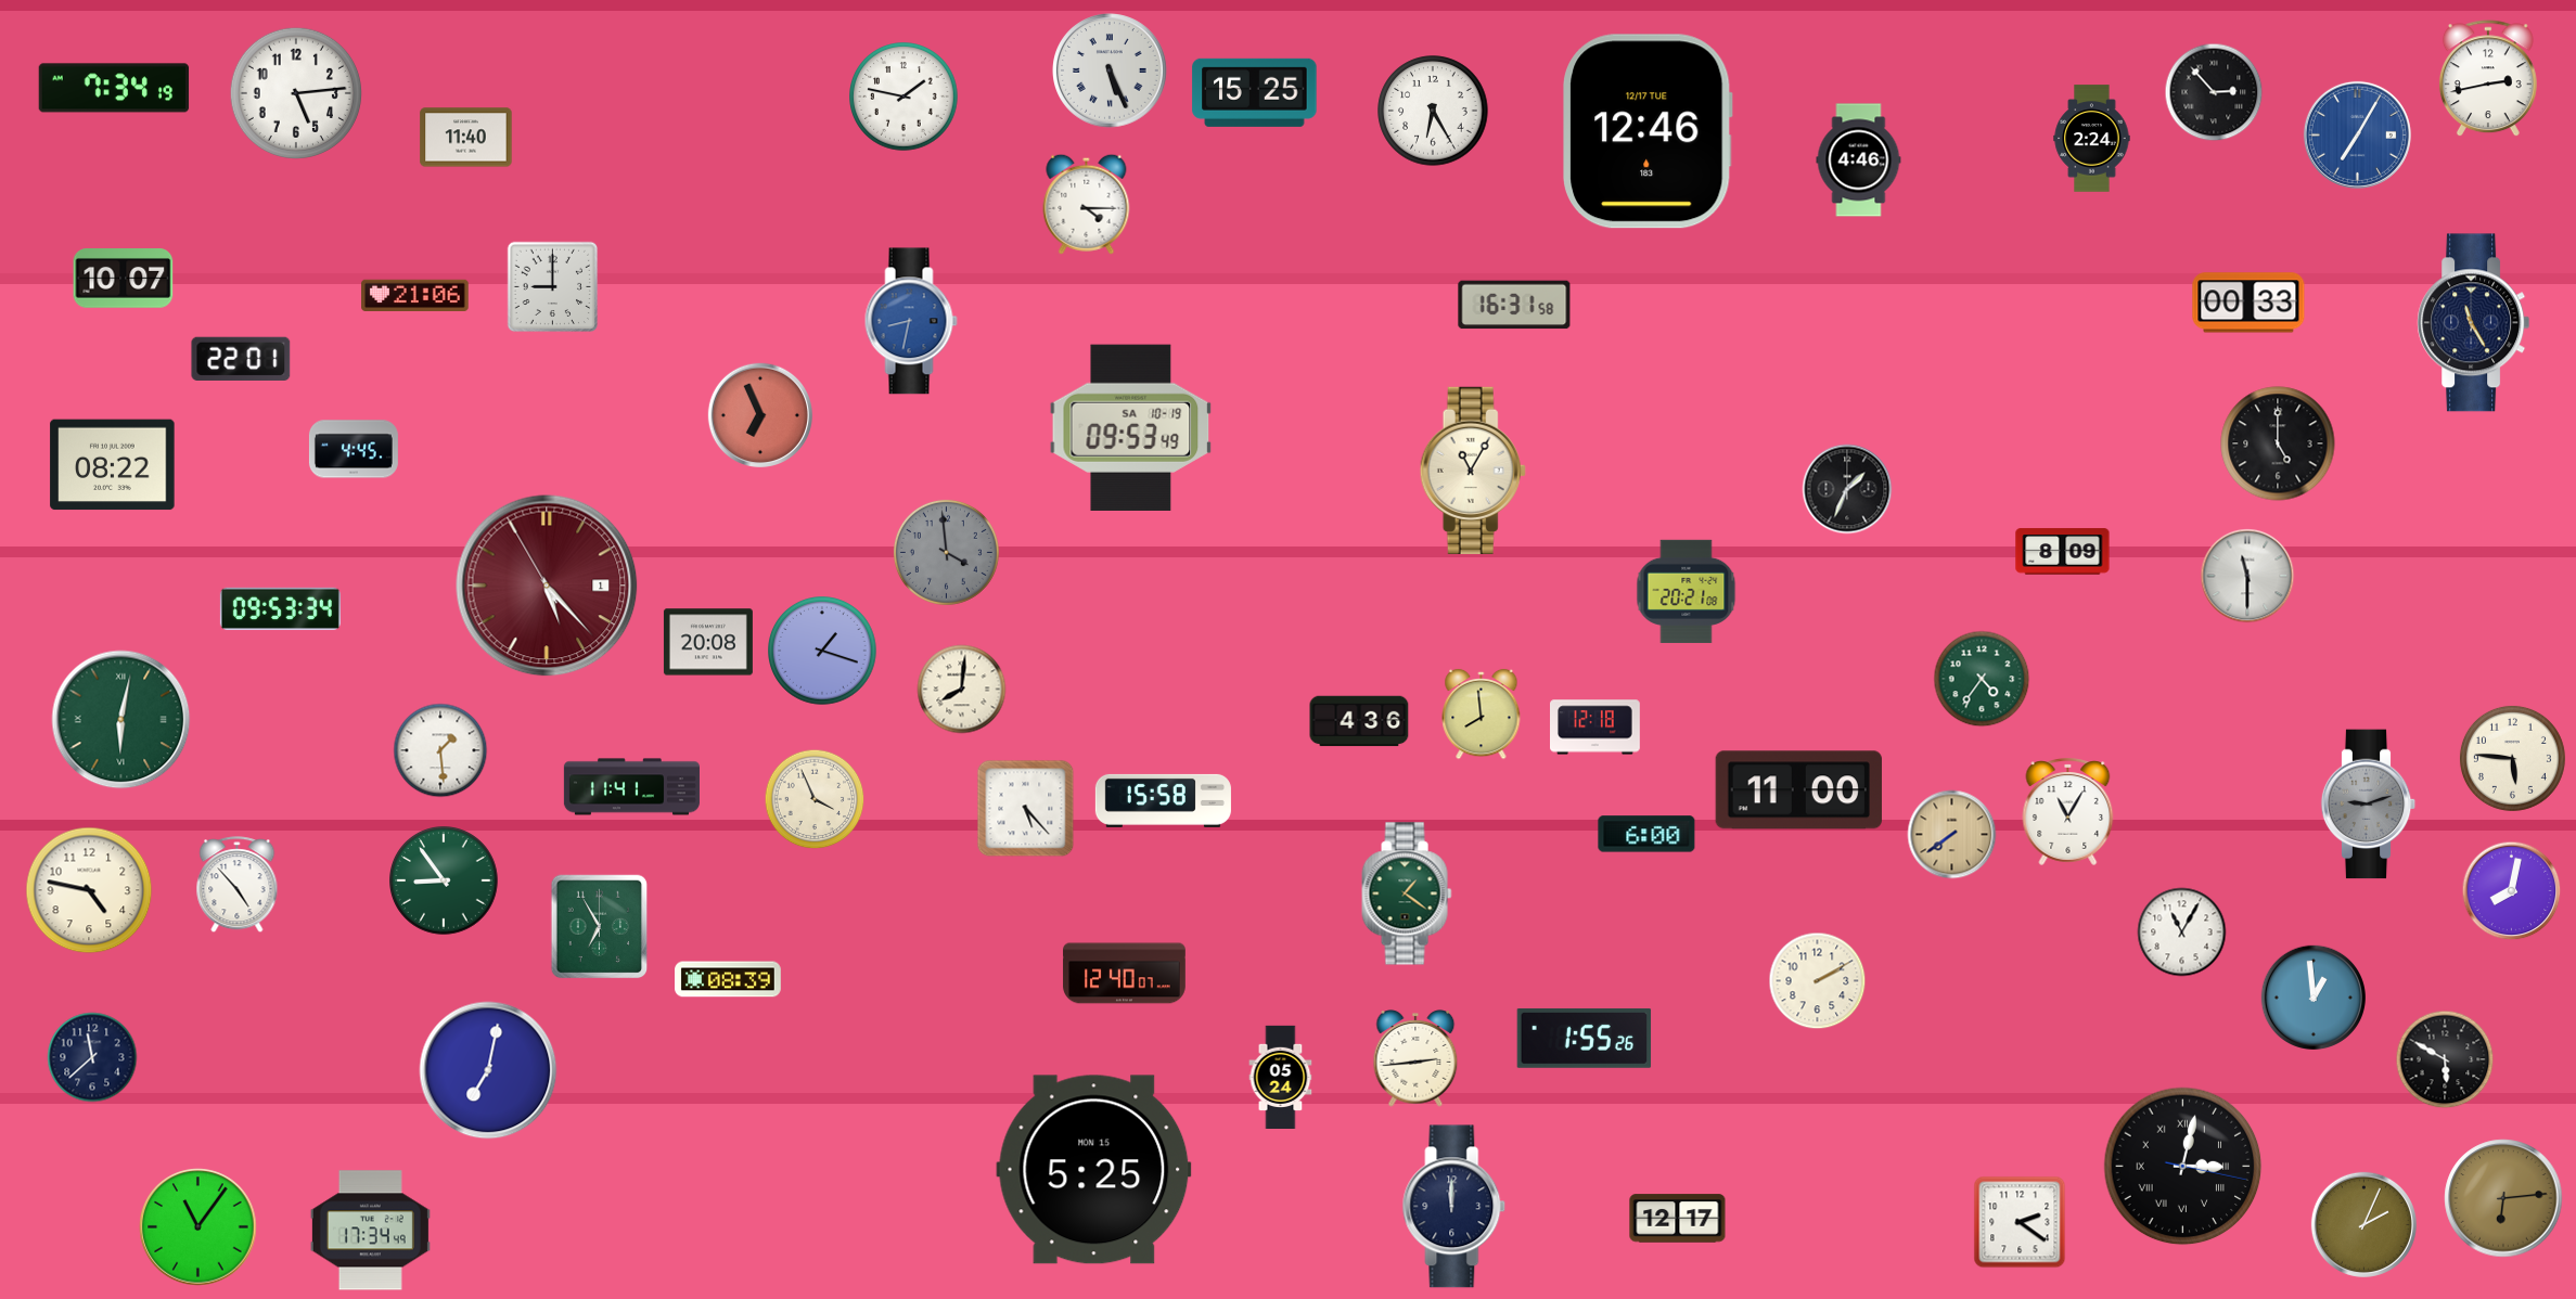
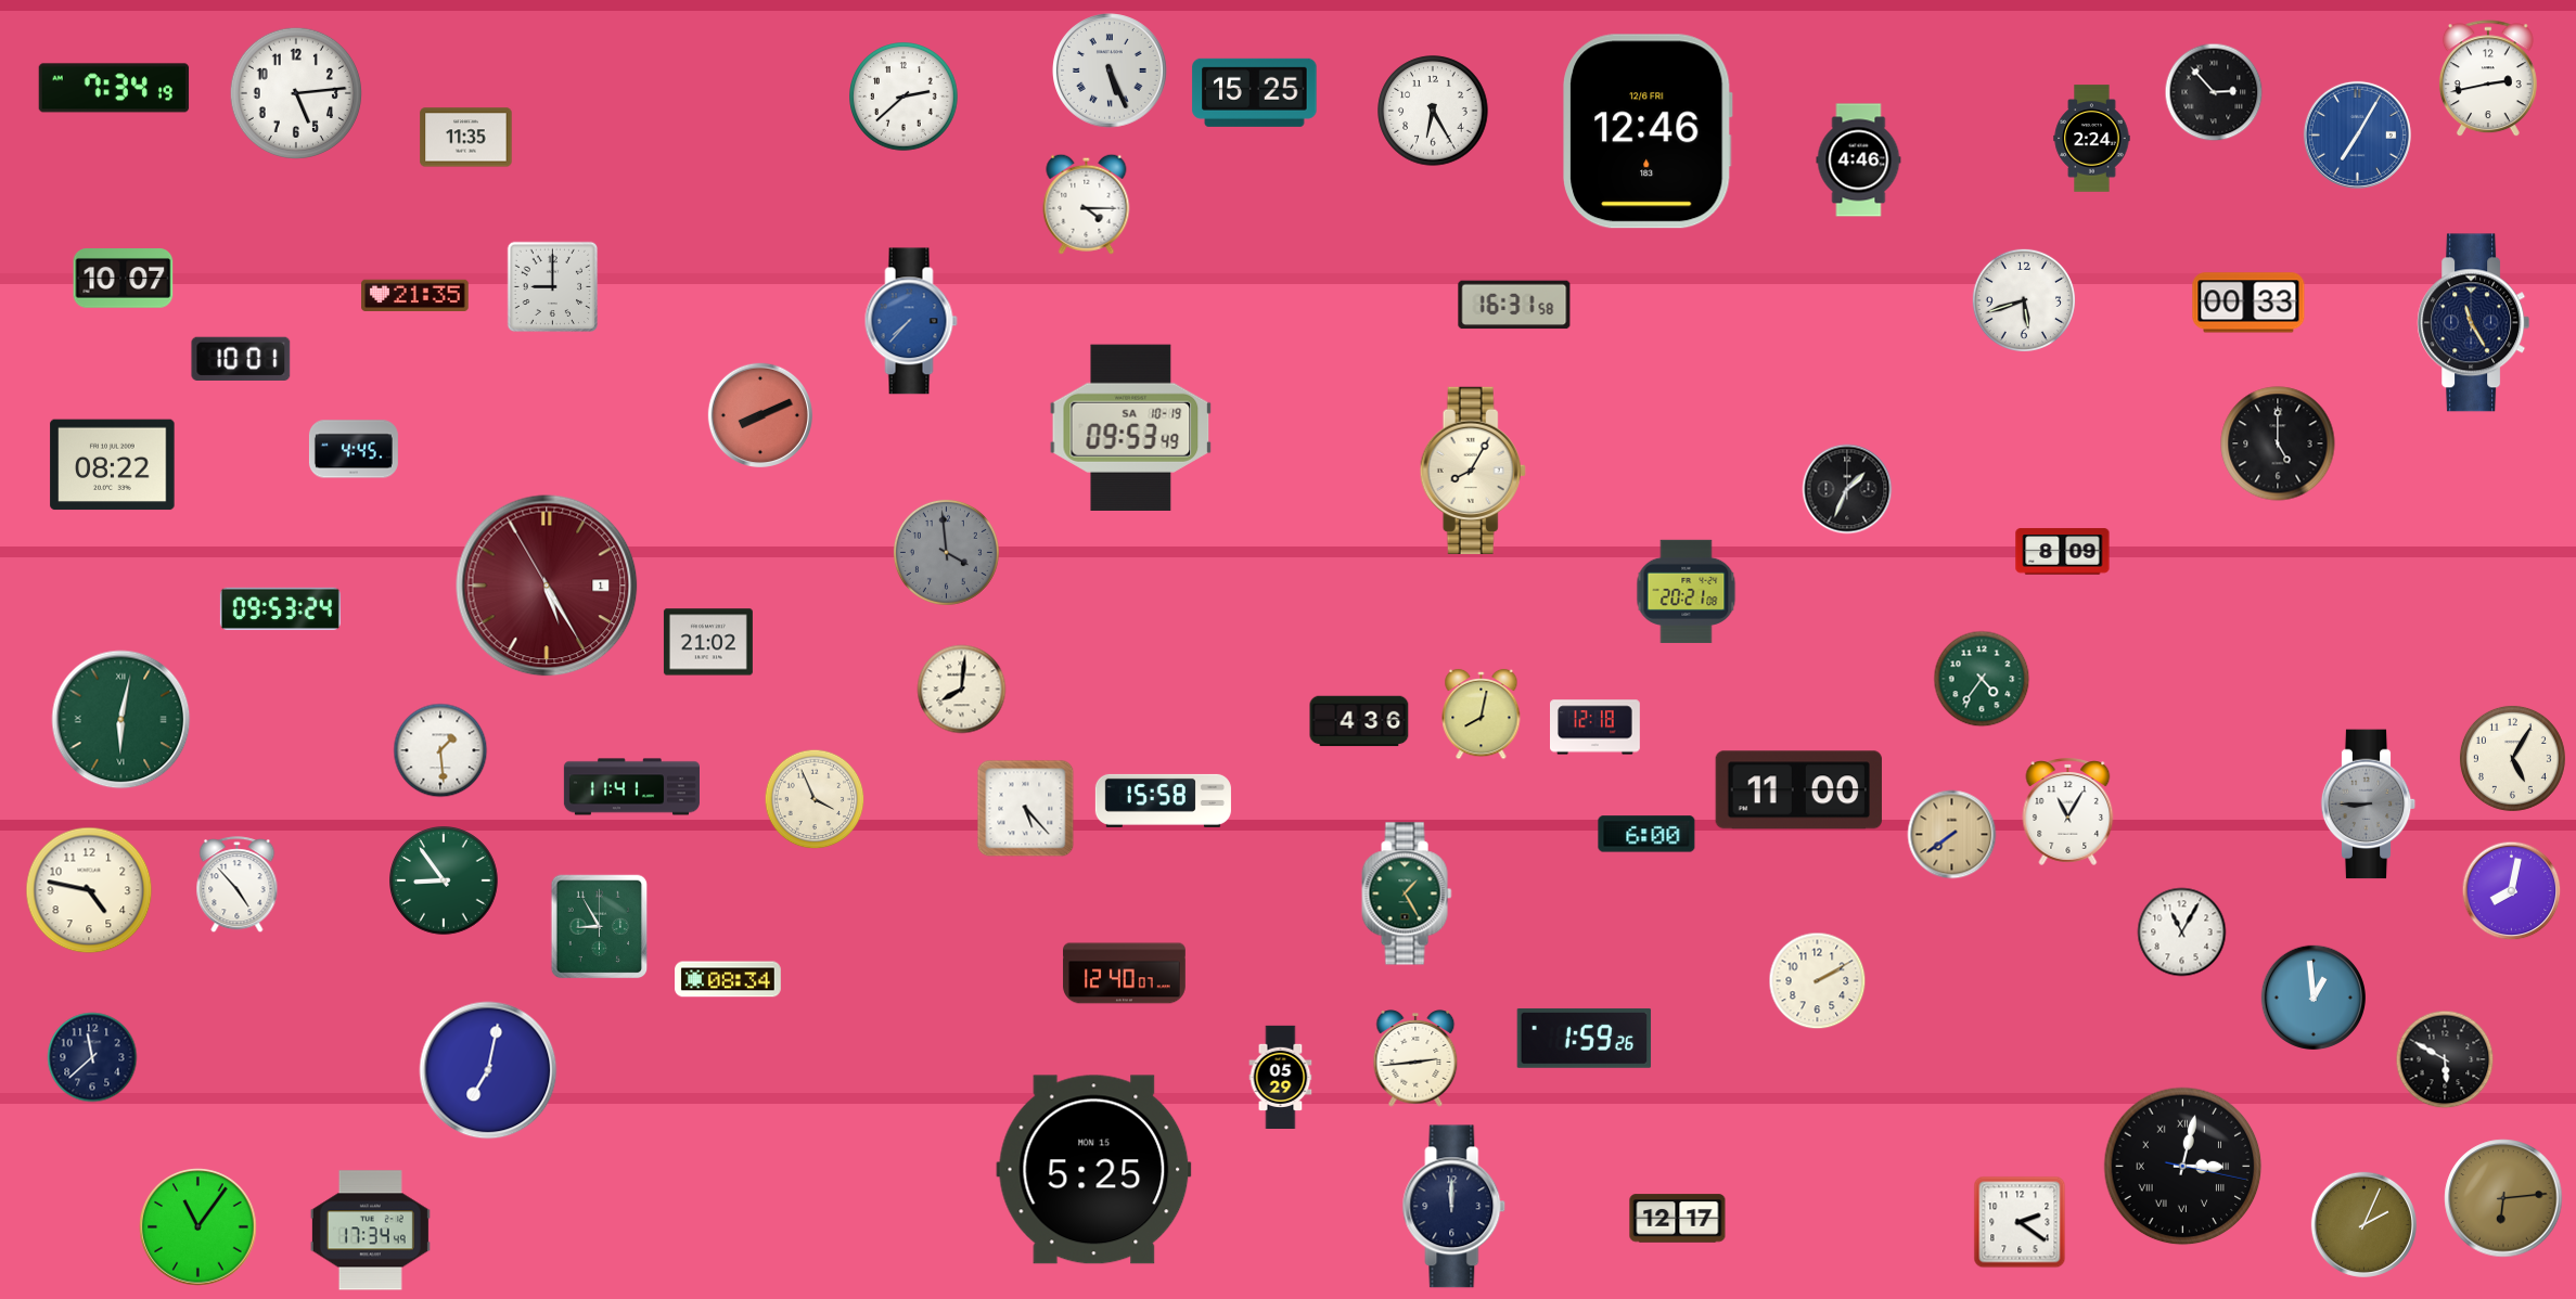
clock at (905, 98): 1:47 -> 2:38
clock at (1649, 131) date: 12/17 TUE -> 12/6 FRI
clock at (466, 138): 11:40 -> 11:35
clock at (415, 295): 21:06 -> 21:35
clock at (2024, 300): none -> 5:42
clock at (911, 321): 8:32 -> 7:37
clock at (241, 359): 22:01 -> 10:01
clock at (760, 415): 6:56 -> 8:11
clock at (1473, 471): 11:05 -> 8:05
clock at (2247, 576): 11:30 -> none
clock at (547, 586): 5:22 -> 5:24
clock at (280, 608): 09:53:34 -> 09:53:24
clock at (708, 642): 20:08 -> 21:02
clock at (823, 652): 1:18 -> none
clock at (1482, 715): 7:59 -> 8:02
clock at (2512, 758): 5:46 -> 5:05
clock at (2369, 805): 9:12 -> 8:45
clock at (1407, 893): 1:21 -> 1:25
clock at (600, 927): 6:55 -> 8:55
clock at (729, 979): 08:39 -> 08:34
clock at (1585, 1038): 1:55 -> 1:59
clock at (1281, 1077): 05:24 -> 05:29
